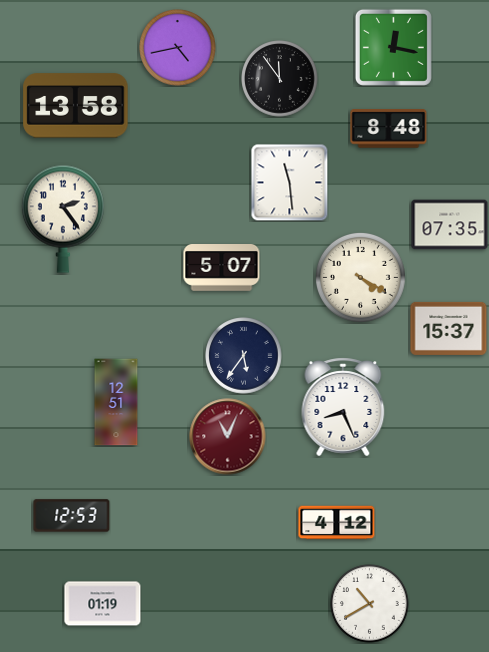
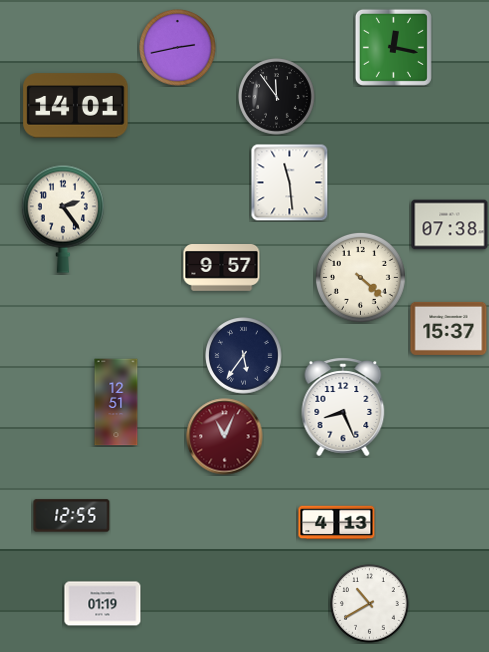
clock at (178, 48): 4:43 -> 2:43
clock at (280, 79) position: (280, 79) -> (277, 97)
clock at (76, 106): 13:58 -> 14:01
clock at (389, 129): 8:48 -> none
clock at (450, 225): 07:35 -> 07:38
clock at (222, 268): 5:07 -> 9:57
clock at (360, 277): 4:20 -> 4:22
clock at (228, 437) position: (228, 437) -> (225, 437)
clock at (72, 516): 12:53 -> 12:55
clock at (337, 523): 4:12 -> 4:13
